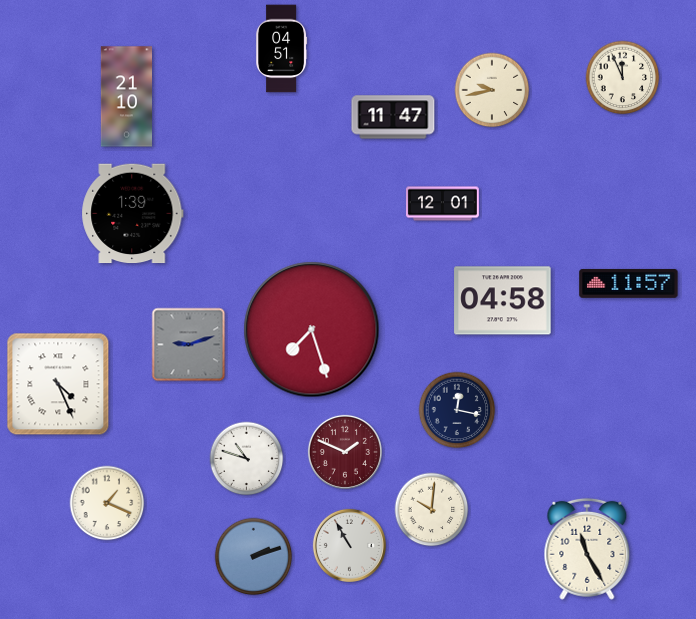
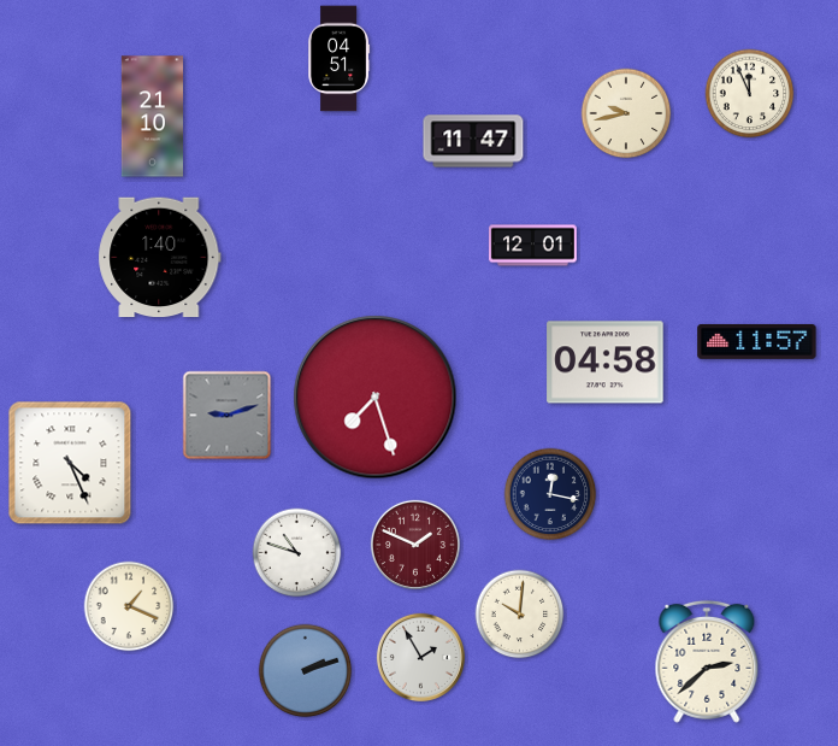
clock at (492, 90) position: (492, 90) -> (626, 113)
clock at (133, 214): 1:39 -> 1:40
clock at (349, 545): 10:55 -> 1:55
clock at (587, 549): 11:25 -> 2:38
